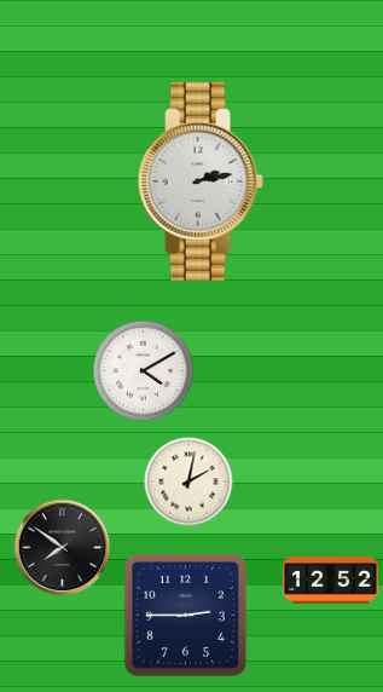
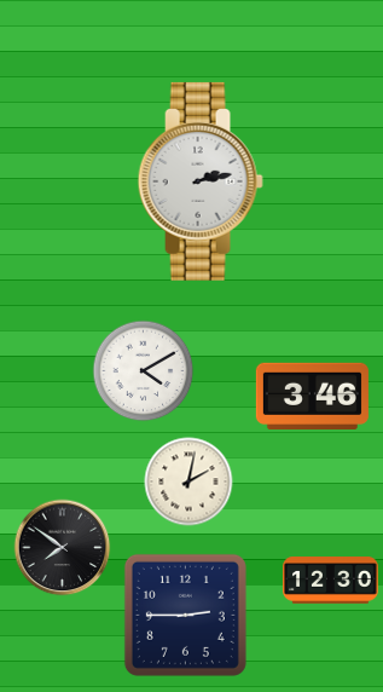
clock at (312, 396): none -> 3:46
clock at (331, 581): 12:52 -> 12:30
